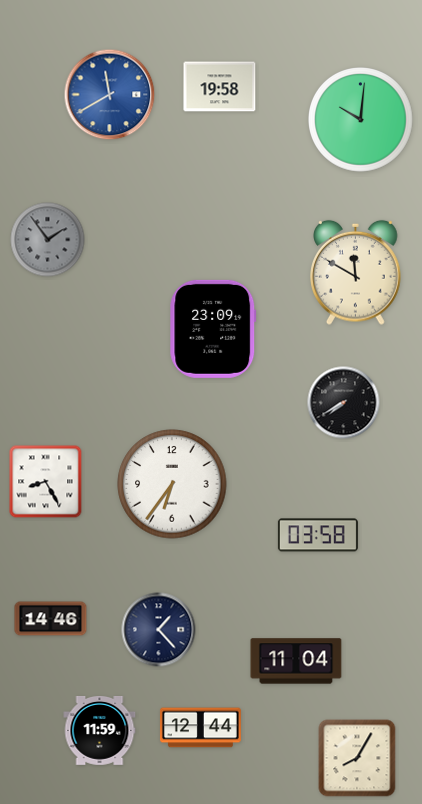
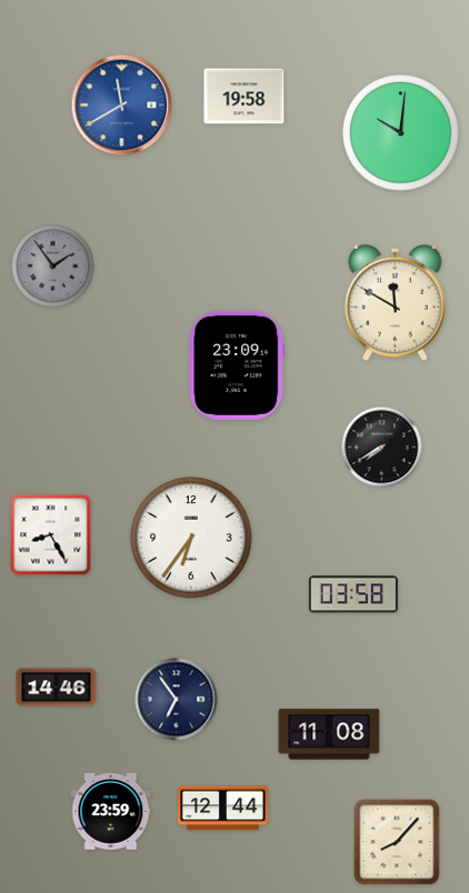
clock at (159, 630): 1:23 -> 6:54
clock at (296, 661): 11:04 -> 11:08
clock at (100, 730): 11:59 -> 23:59
clock at (357, 758): 8:05 -> 8:07
